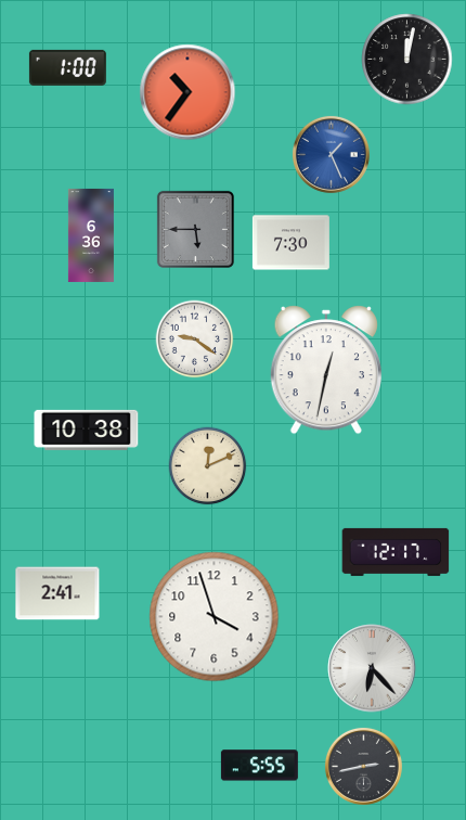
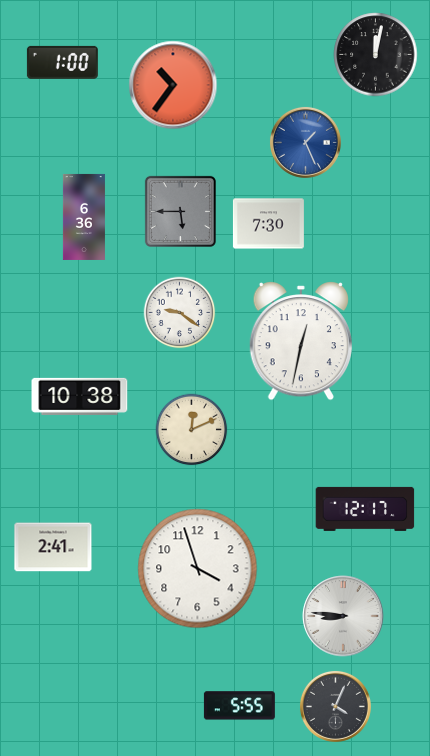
clock at (372, 668): 6:23 -> 8:46
clock at (363, 766): 2:43 -> 4:04
